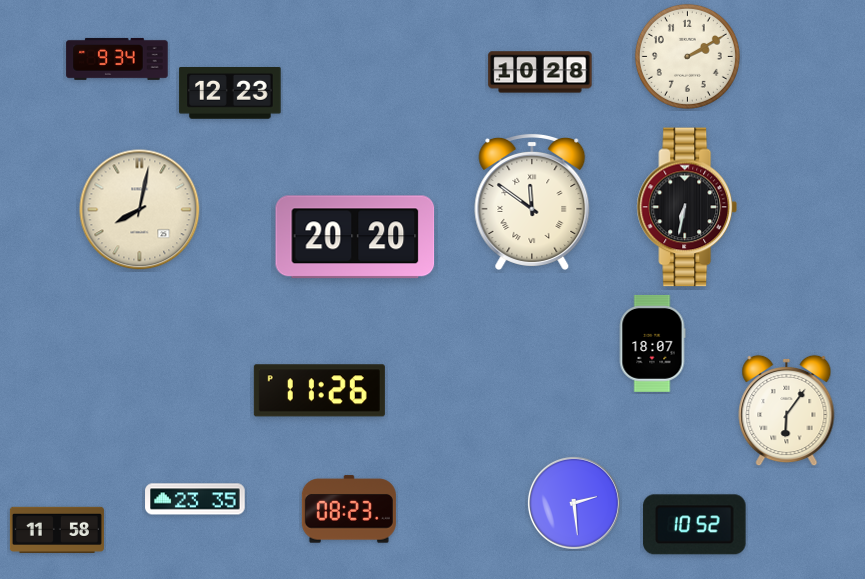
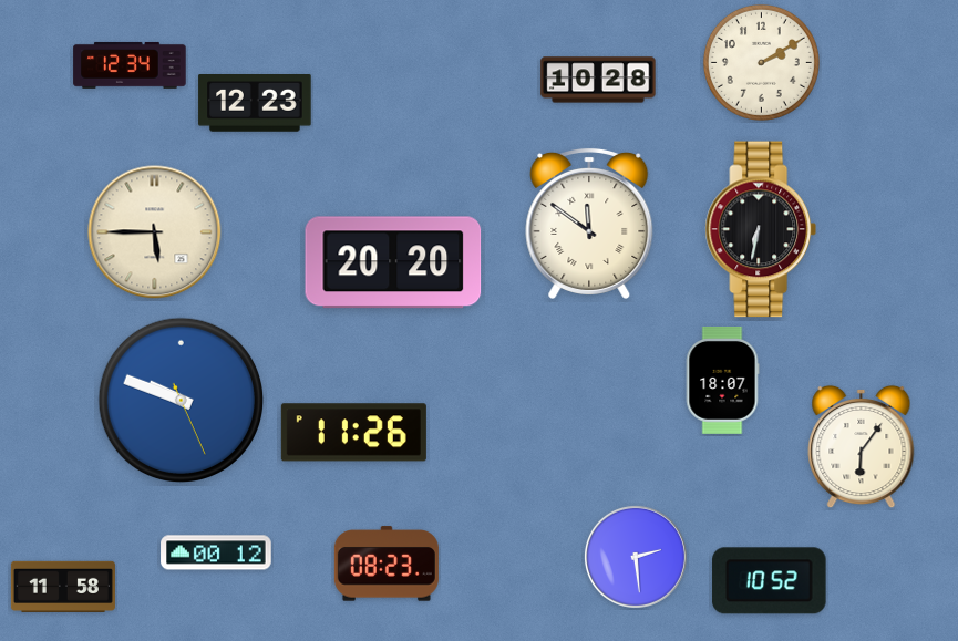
clock at (117, 59): 9:34 -> 12:34
clock at (140, 210): 8:02 -> 5:45
clock at (182, 401): none -> 9:48
clock at (787, 411) position: (787, 411) -> (862, 447)
clock at (195, 499): 23:35 -> 00:12
